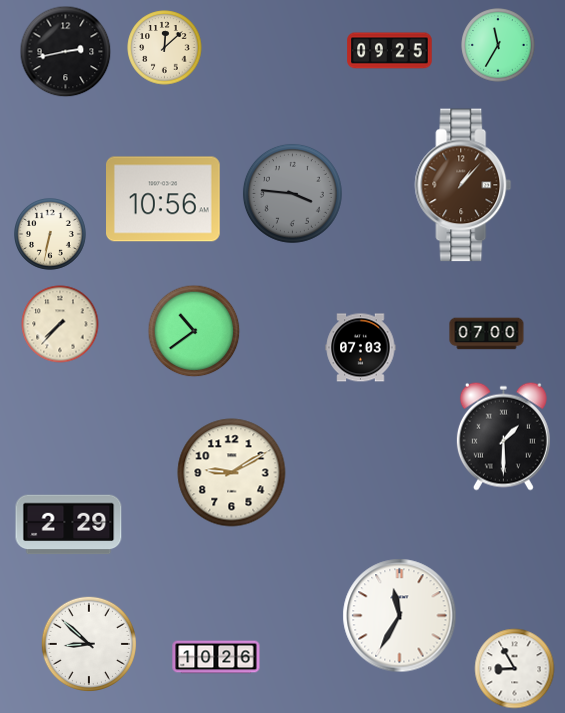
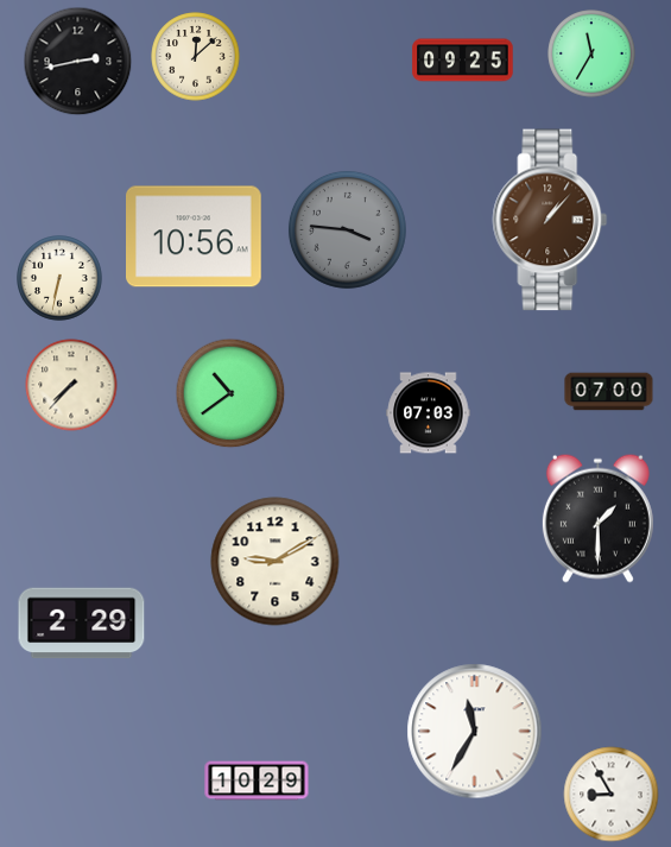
clock at (487, 334) position: (487, 334) -> (609, 392)
clock at (88, 643): 8:52 -> none
clock at (216, 657): 10:26 -> 10:29
